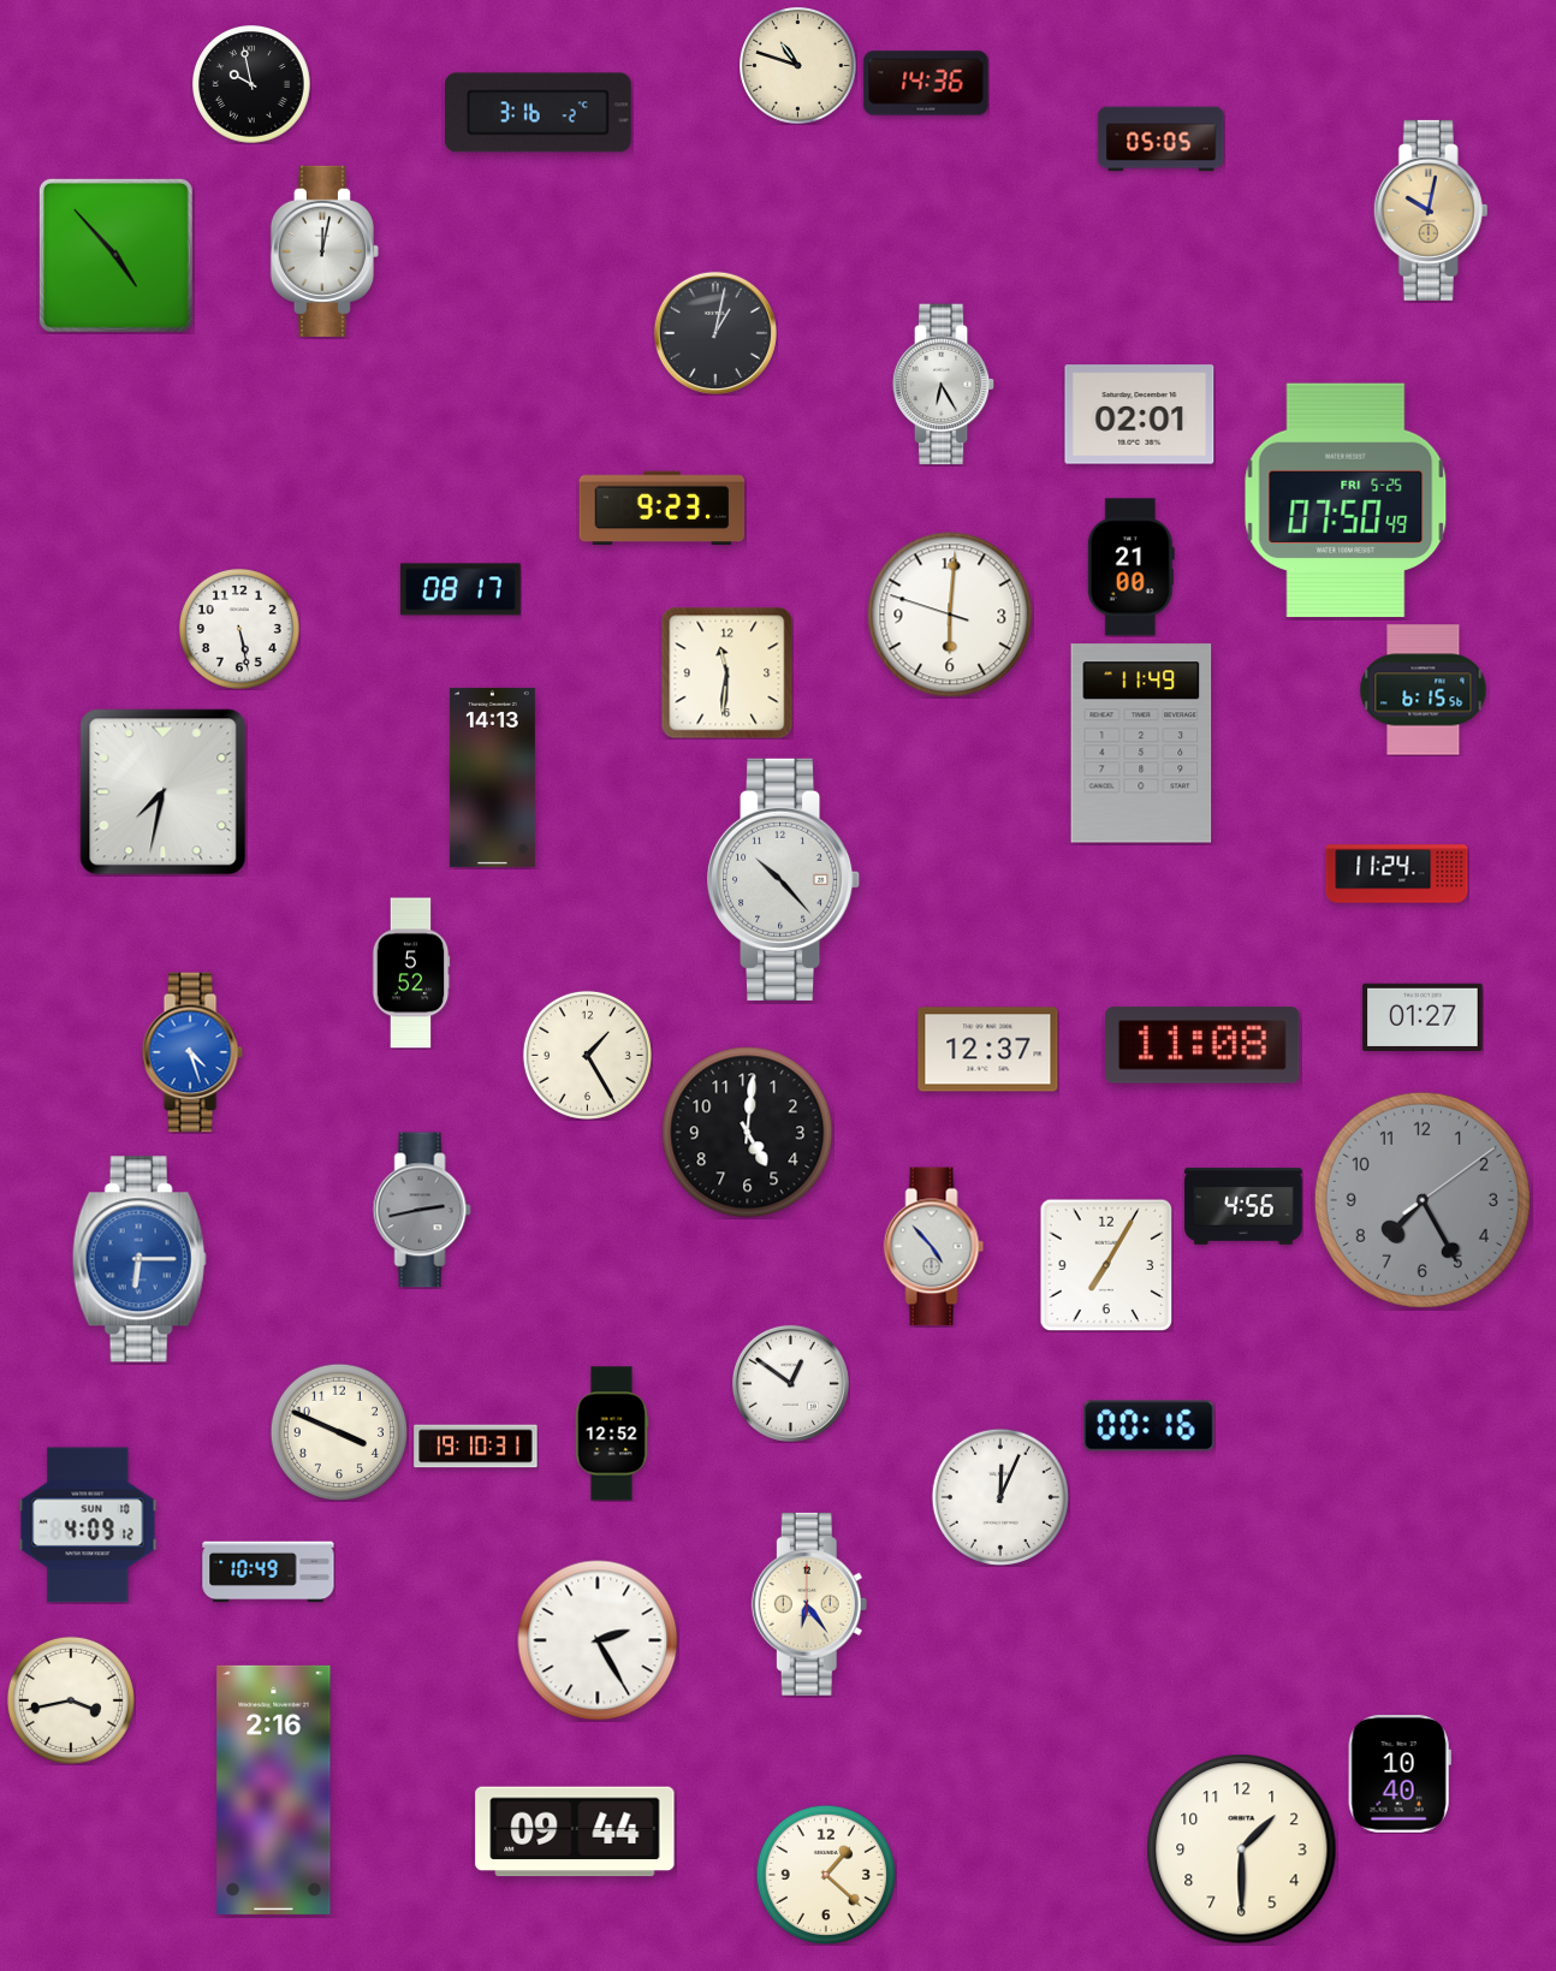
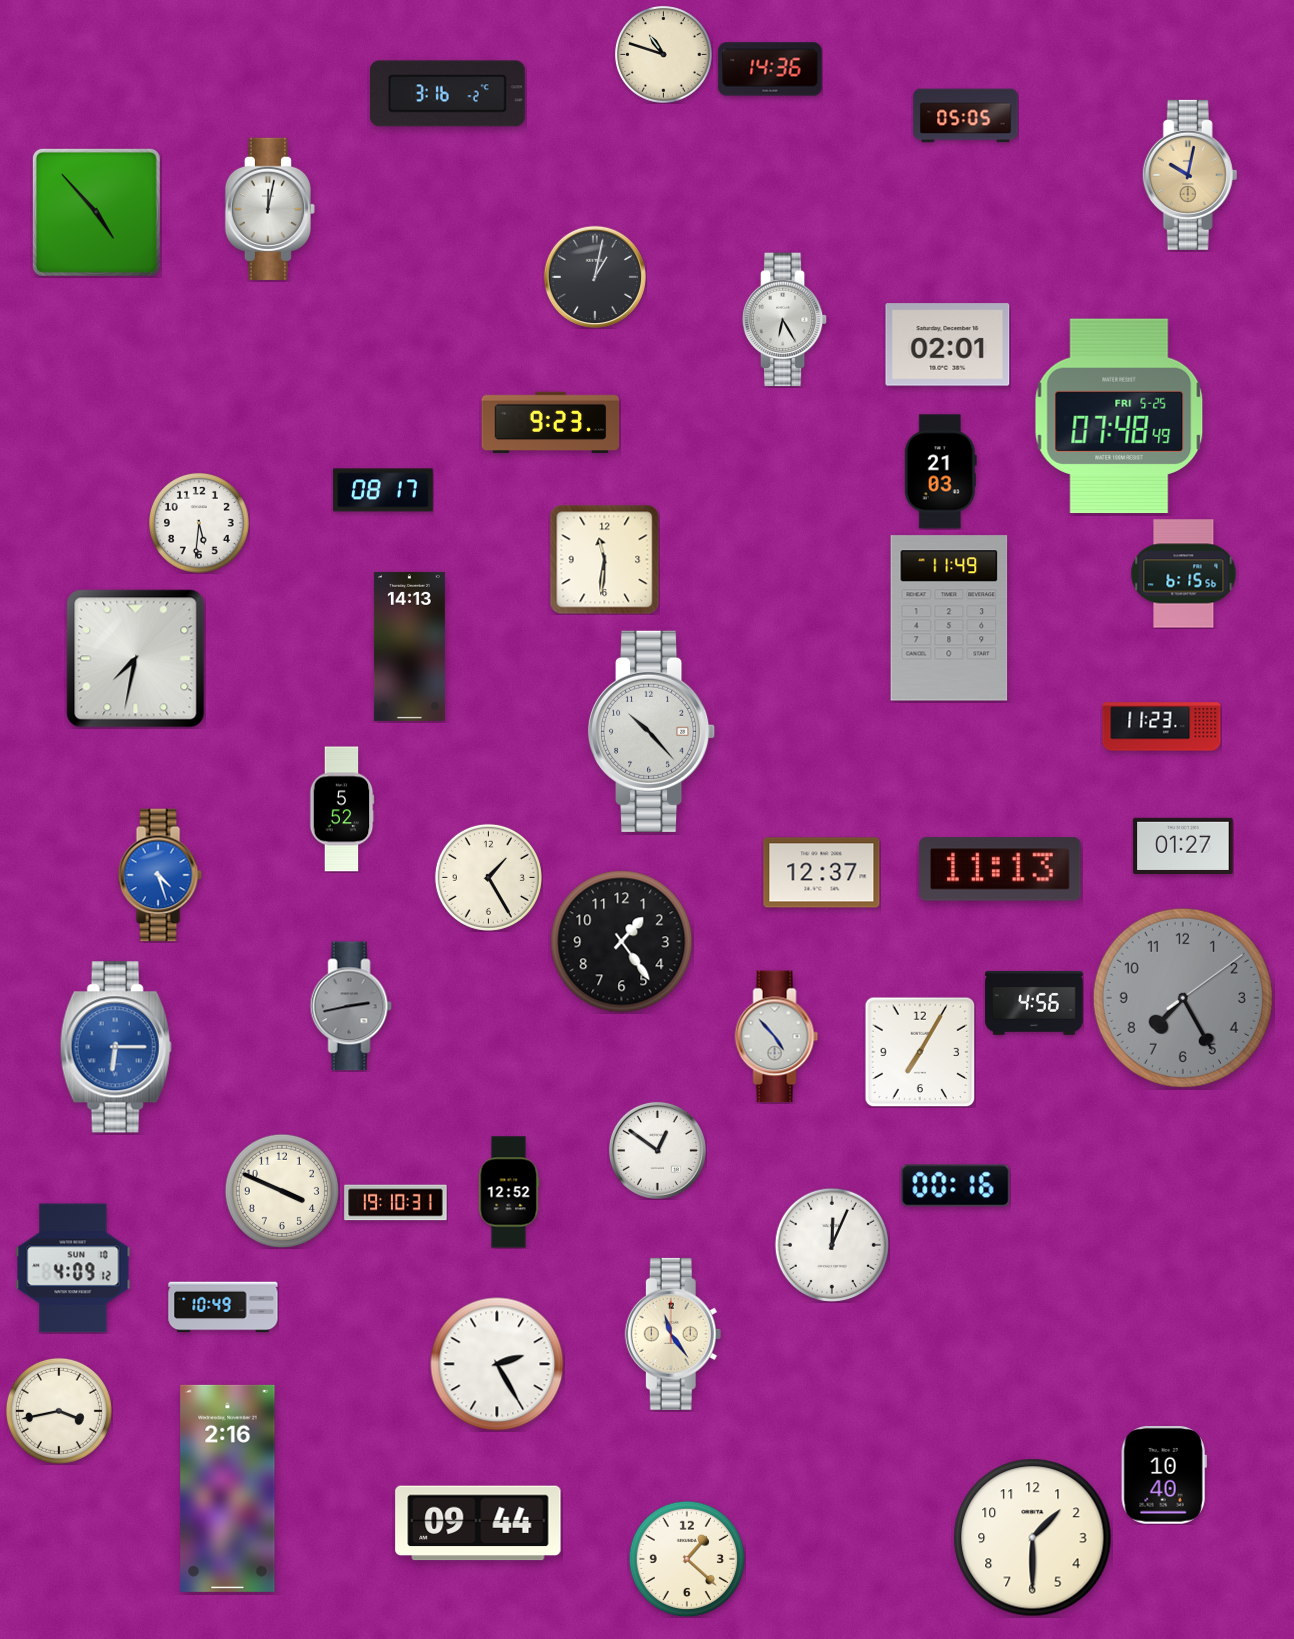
clock at (253, 85): 9:58 -> none
clock at (1346, 500): 07:50 -> 07:48
clock at (1130, 568): 21:00 -> 21:03
clock at (950, 615): 6:00 -> none
clock at (239, 629): 5:28 -> 5:31
clock at (1397, 874): 11:24 -> 11:23
clock at (1202, 1045): 11:08 -> 11:13
clock at (748, 1133): 5:01 -> 1:24
clock at (809, 1604): 6:24 -> 11:24
clock at (71, 1700) position: (71, 1700) -> (59, 1411)
